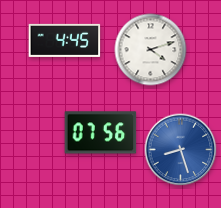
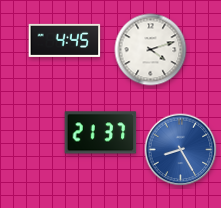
clock at (101, 133): 07:56 -> 21:37
clock at (181, 150): 8:27 -> 8:25
